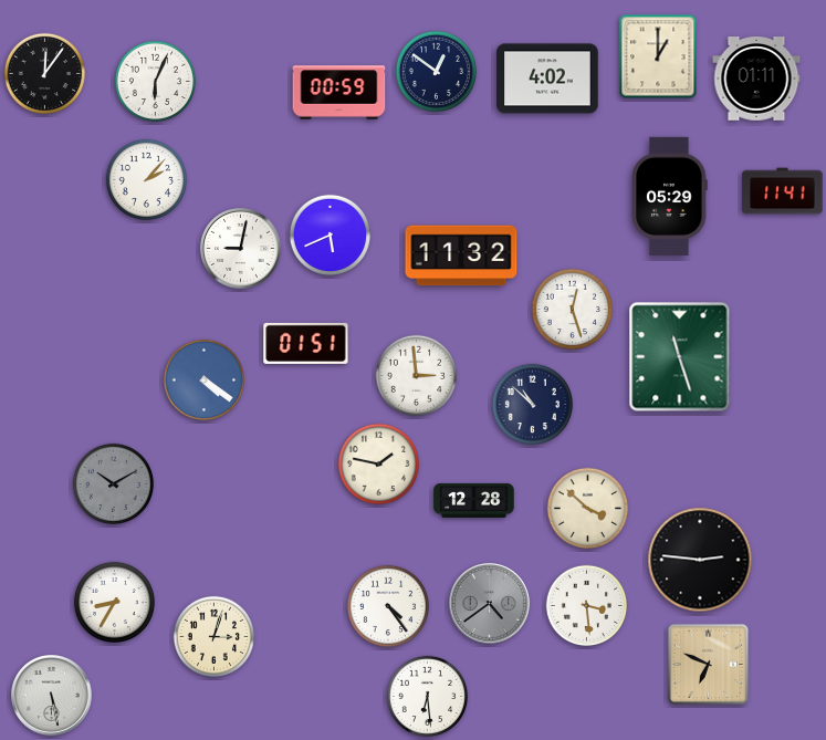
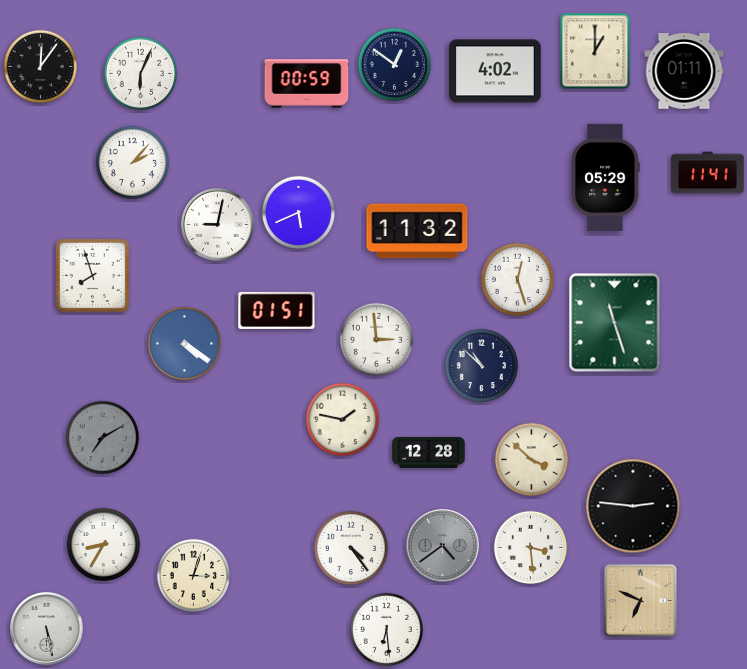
clock at (92, 275): none -> 7:57
clock at (113, 483): 10:10 -> 7:10
